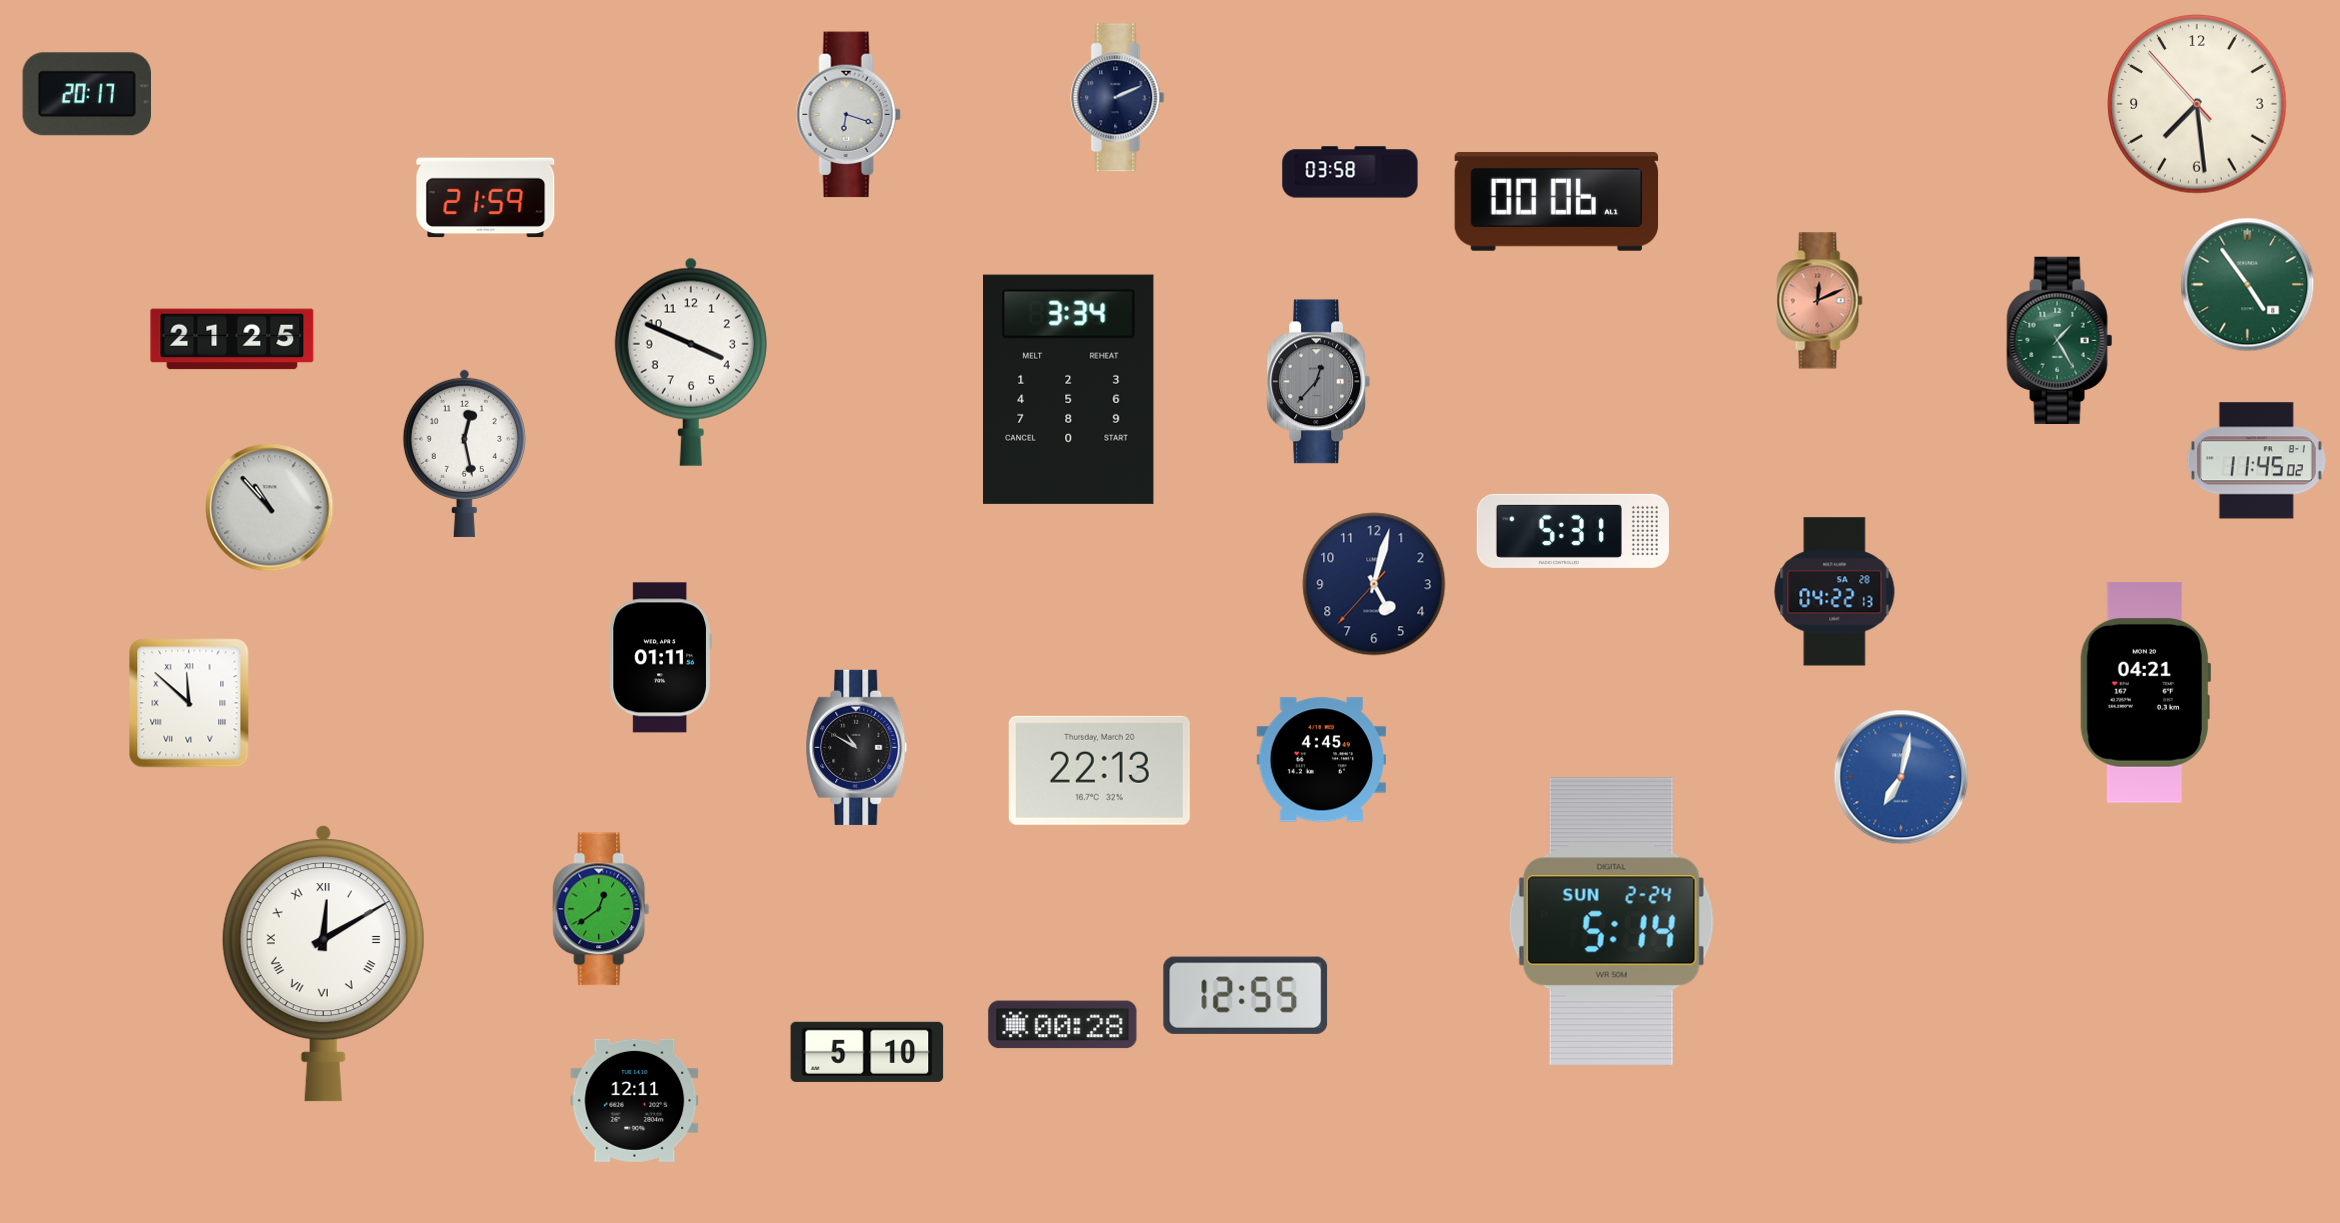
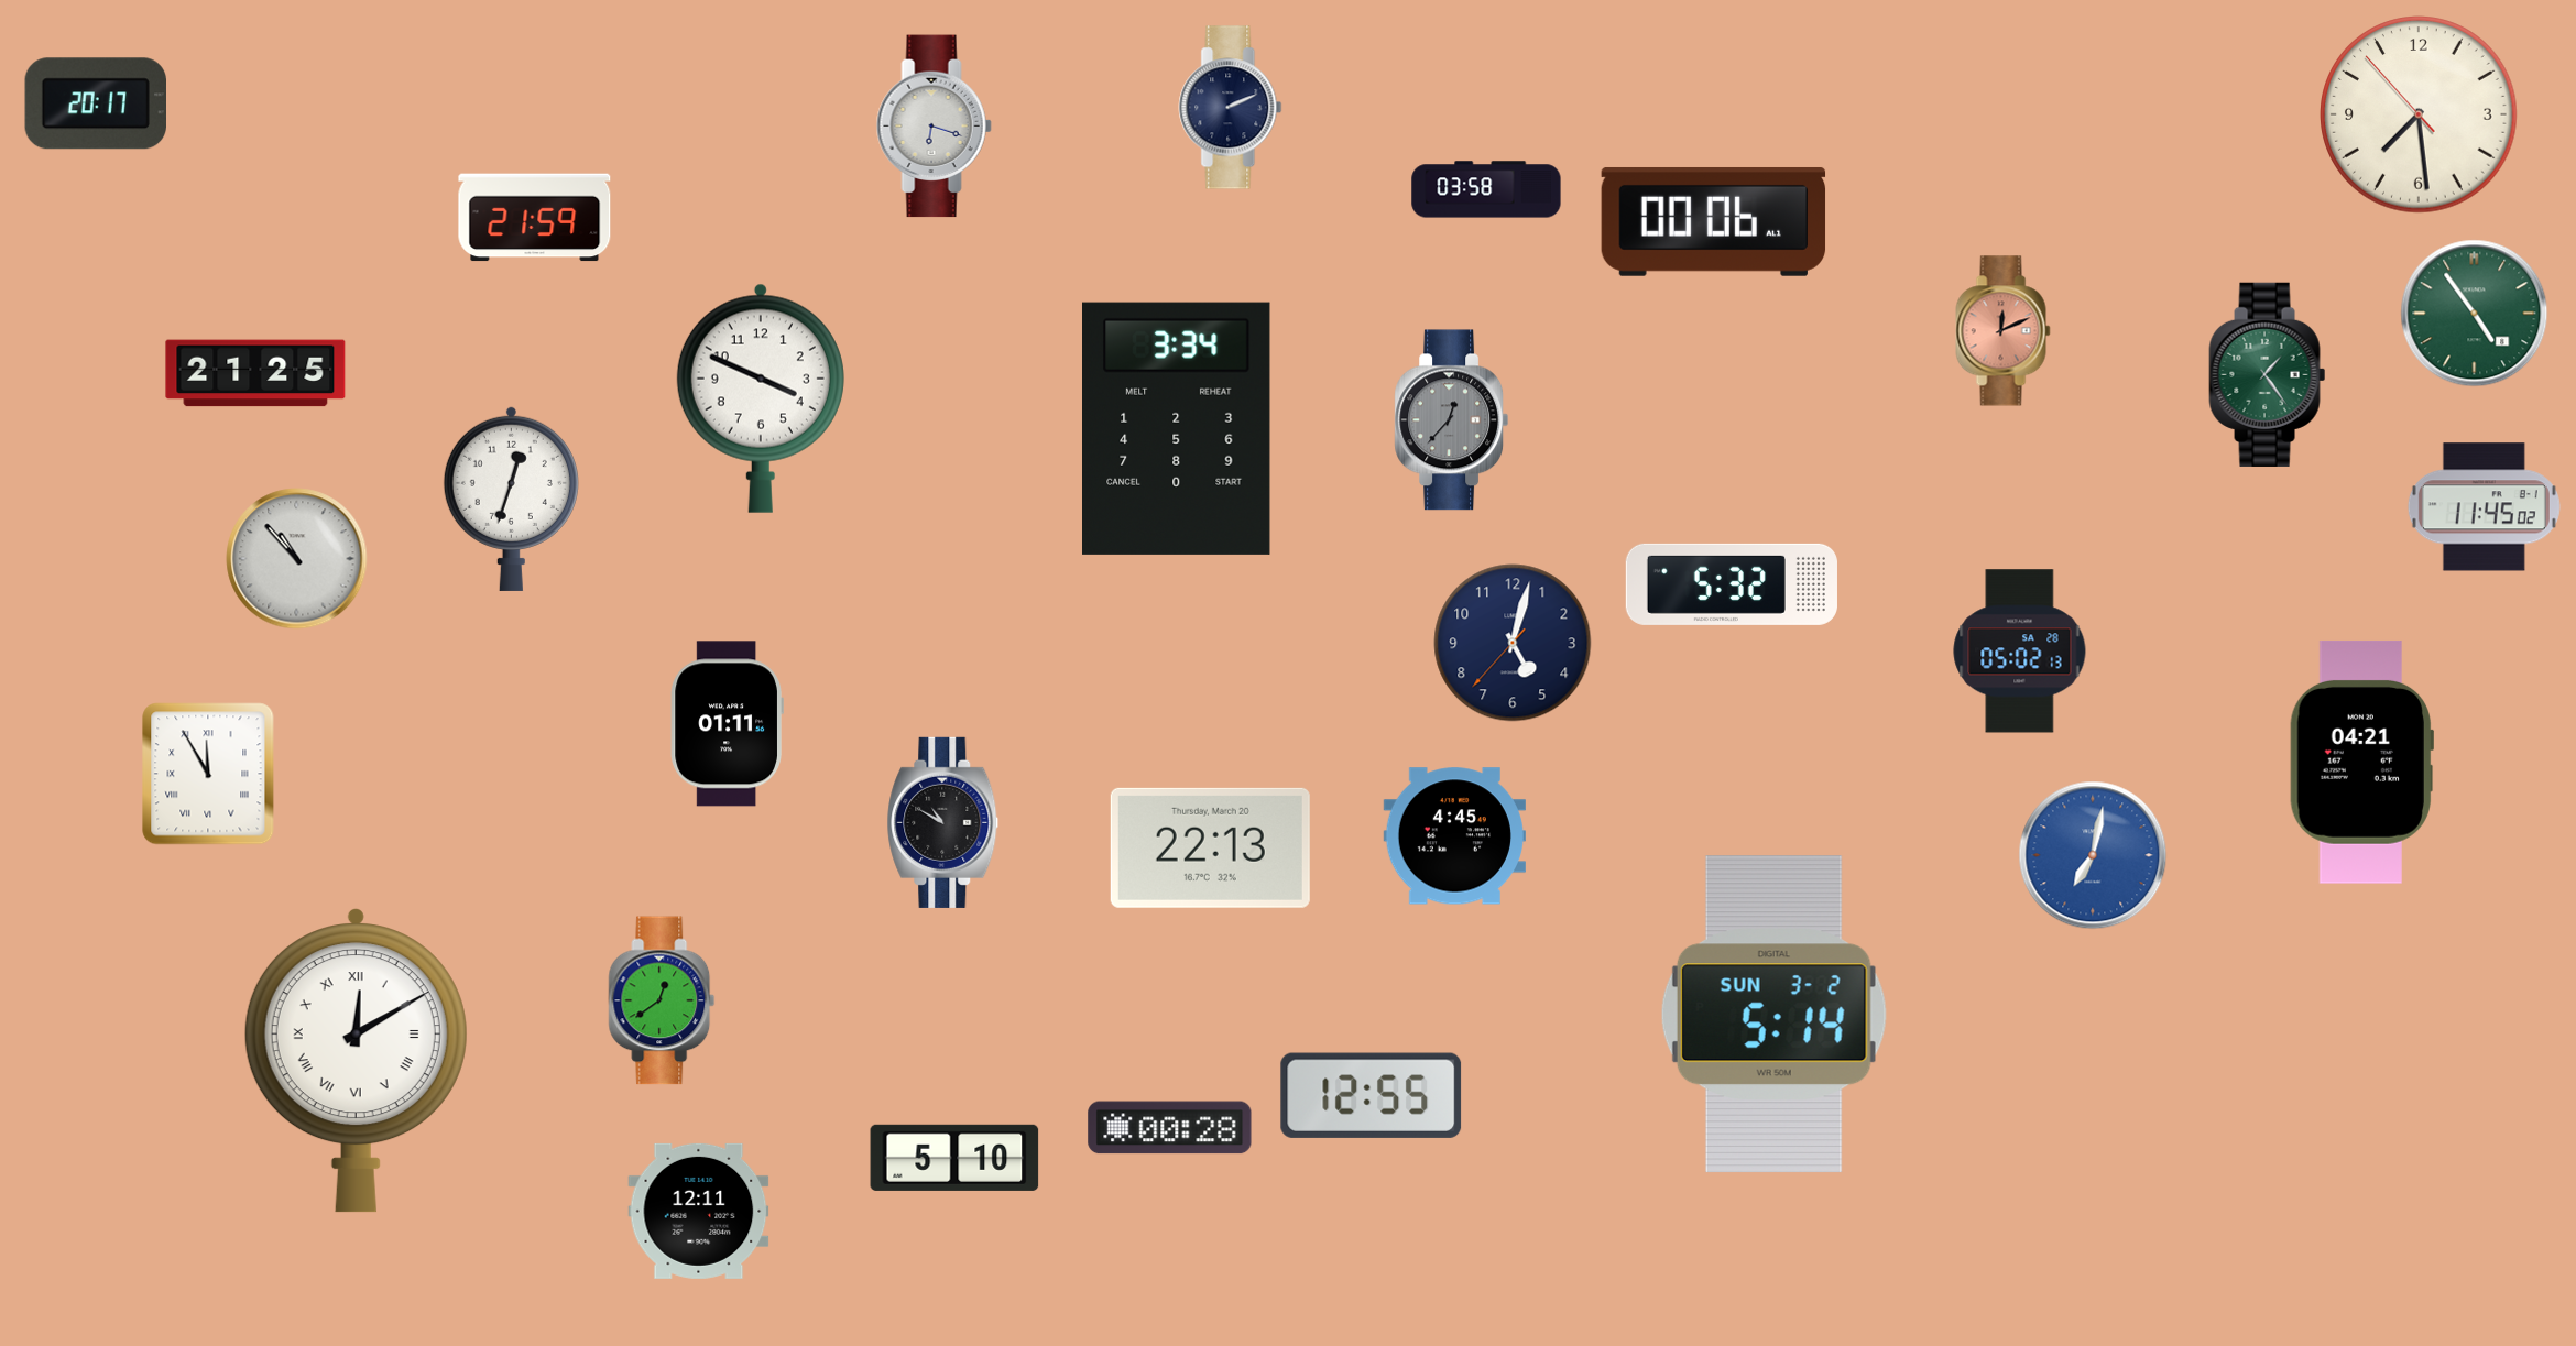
clock at (2060, 340): 1:25 -> 1:24
clock at (464, 453): 12:28 -> 12:33
clock at (1573, 531): 5:31 -> 5:32
clock at (1835, 592): 04:22 -> 05:02
clock at (189, 703): 11:52 -> 11:55
clock at (1611, 922) date: SUN 2-24 -> SUN 3-2
